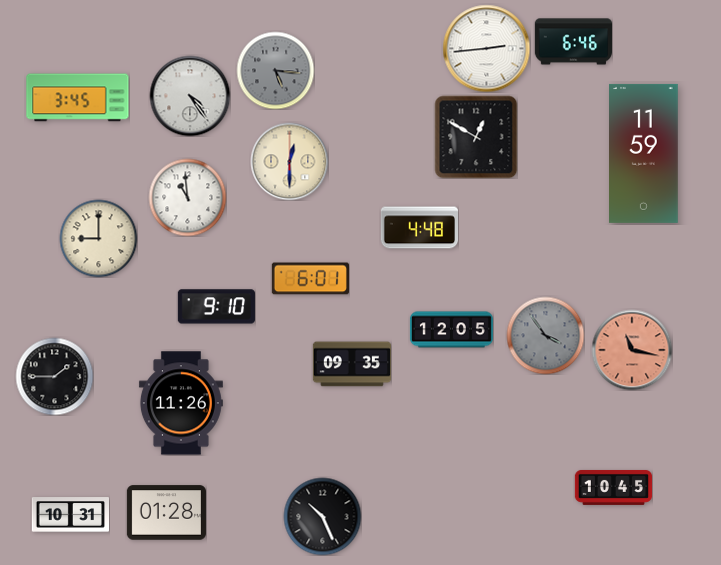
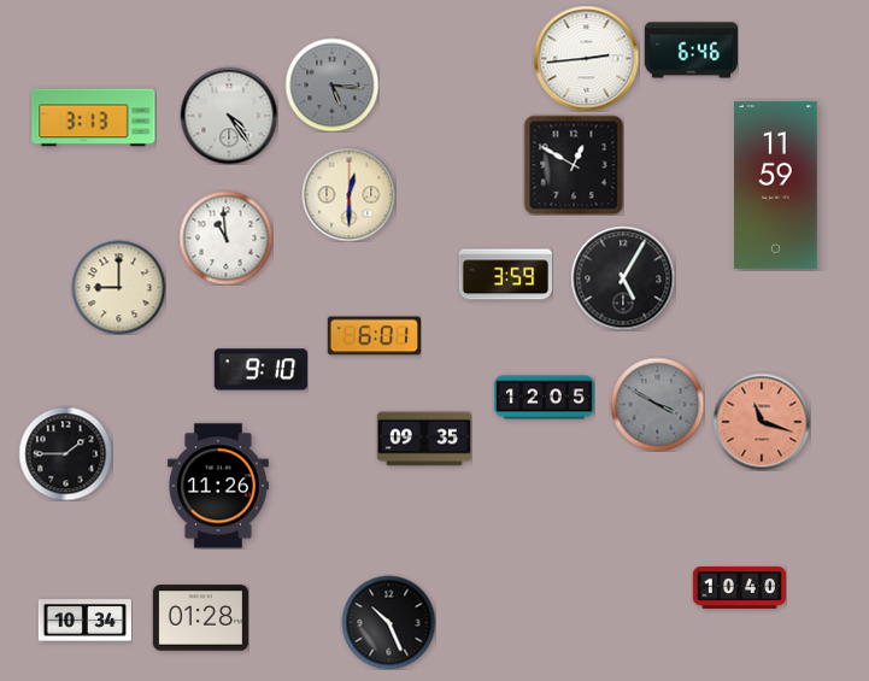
clock at (78, 98): 3:45 -> 3:13
clock at (419, 228): 4:48 -> 3:59
clock at (623, 278): none -> 5:05
clock at (545, 335): 3:54 -> 3:50
clock at (632, 350): 11:17 -> 11:18
clock at (613, 487): 10:45 -> 10:40
clock at (70, 515): 10:31 -> 10:34
